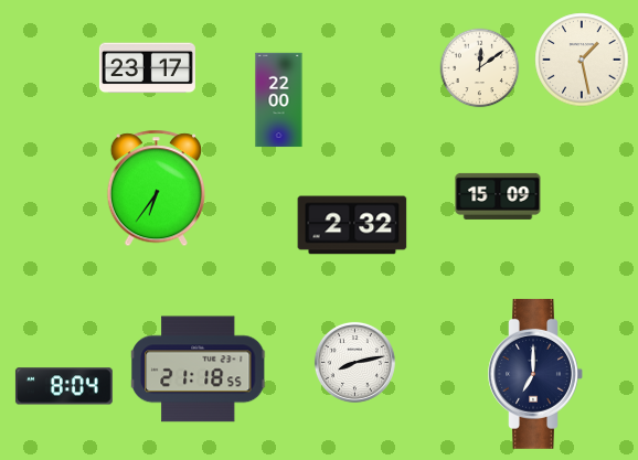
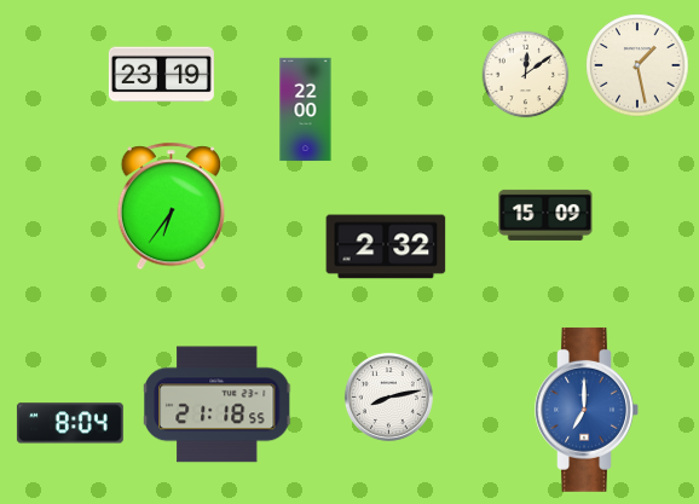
clock at (147, 68): 23:17 -> 23:19
clock at (535, 374) dial: navy -> blue
